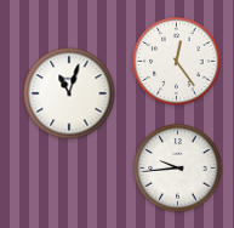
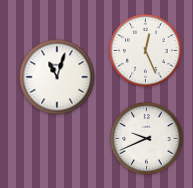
clock at (177, 62): 12:24 -> 12:26
clock at (178, 169): 9:44 -> 9:41
